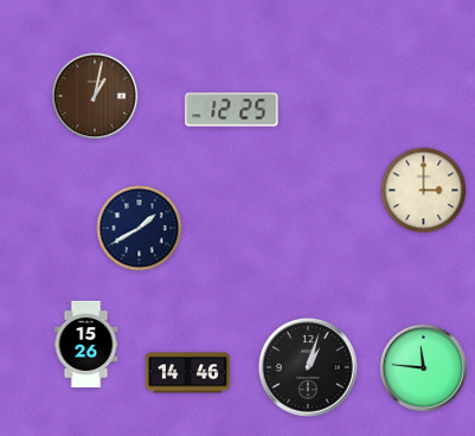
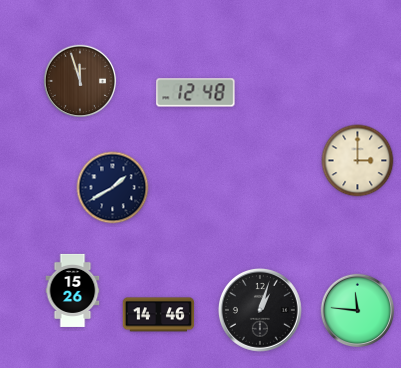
clock at (95, 96): 1:02 -> 11:57
clock at (232, 110): 12:25 -> 12:48
clock at (140, 229) position: (140, 229) -> (113, 188)
